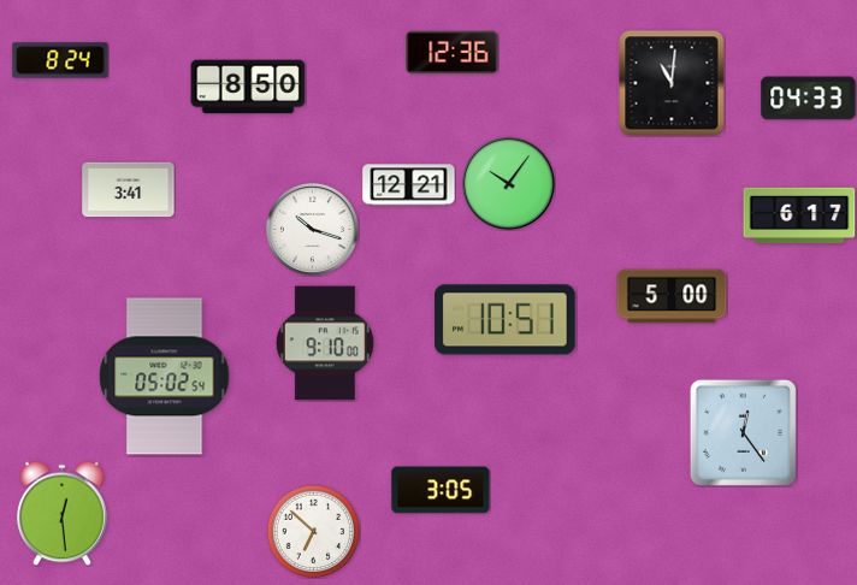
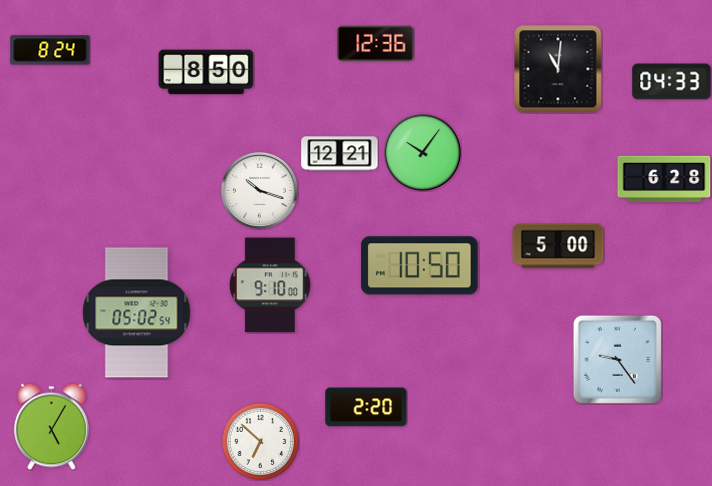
clock at (129, 190): 3:41 -> none
clock at (799, 215): 6:17 -> 6:28
clock at (506, 320): 10:51 -> 10:50
clock at (743, 432): 12:24 -> 9:24
clock at (441, 490): 3:05 -> 2:20
clock at (63, 513): 12:29 -> 5:05
